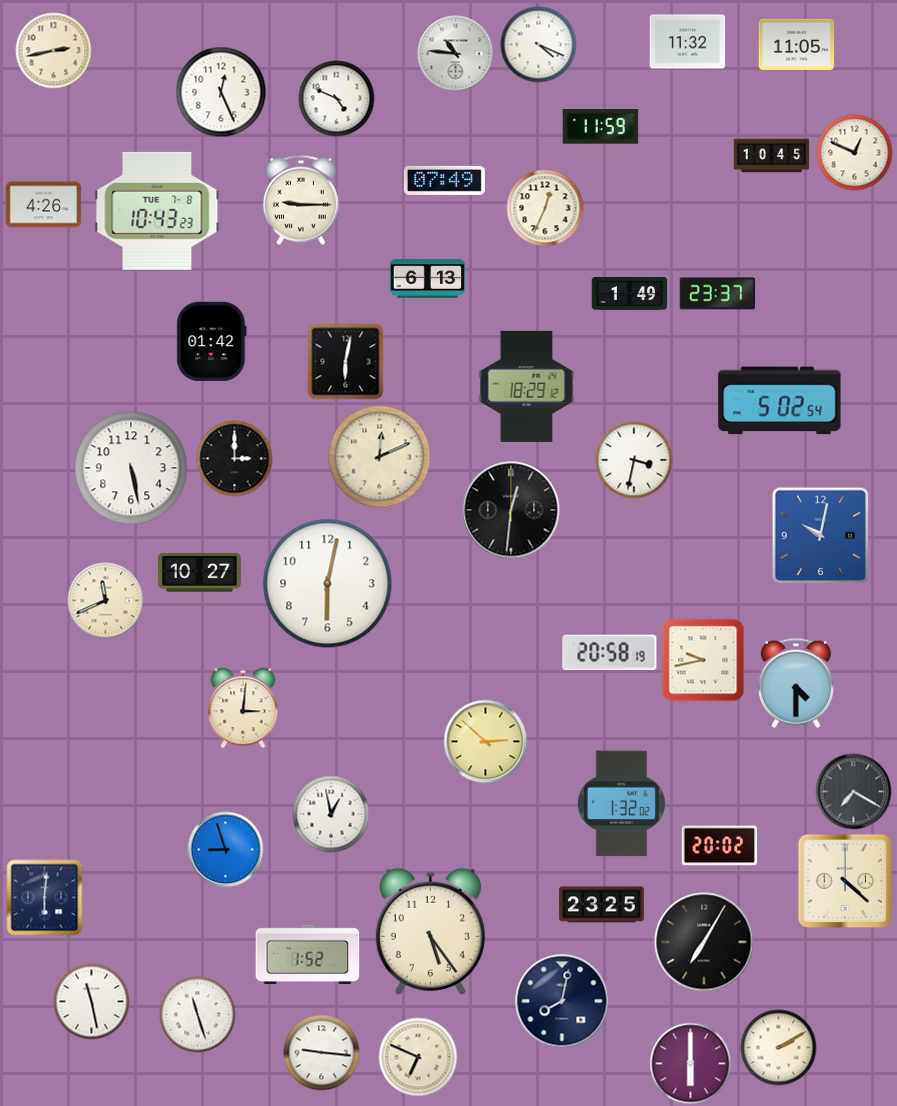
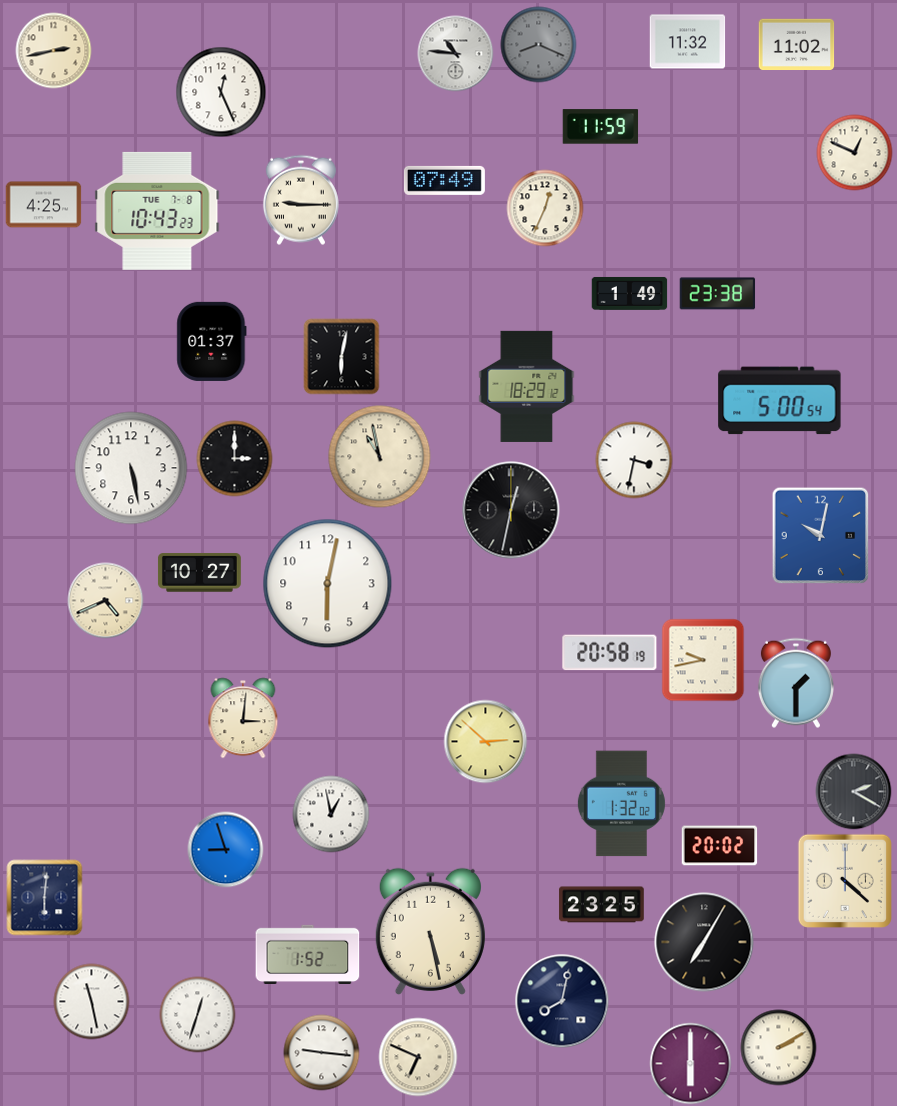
clock at (797, 44): 11:05 -> 11:02
clock at (539, 45): 4:19 -> 8:19
clock at (539, 45) dial: white -> grey
clock at (337, 99): 4:49 -> none
clock at (772, 156): 10:45 -> none
clock at (44, 205): 4:26 -> 4:25
clock at (428, 279): 6:13 -> none
clock at (718, 294): 23:37 -> 23:38
clock at (212, 341): 01:42 -> 01:37
clock at (346, 362) position: (346, 362) -> (342, 357)
clock at (780, 401): 5:02 -> 5:00
clock at (380, 457): 12:11 -> 10:58
clock at (511, 510): 12:31 -> 12:32
clock at (106, 601): 11:41 -> 4:41
clock at (796, 683): 4:30 -> 1:30
clock at (243, 708) position: (243, 708) -> (243, 718)
clock at (854, 792): 7:20 -> 2:20
clock at (430, 931): 5:24 -> 5:28
clock at (198, 1015): 11:27 -> 12:33
